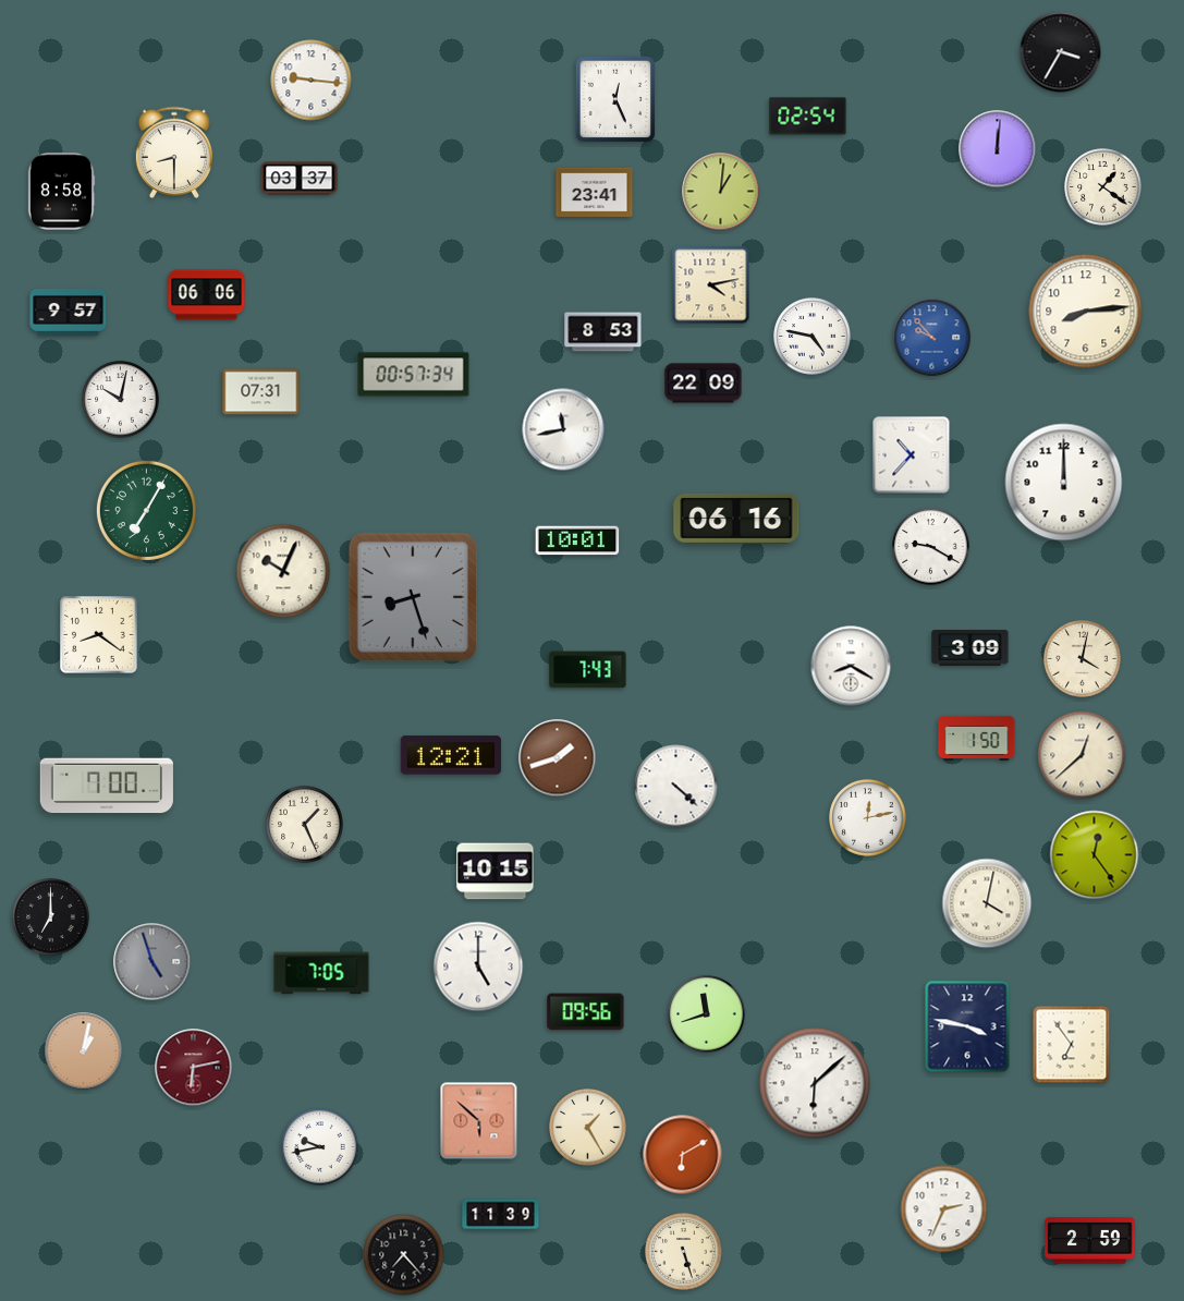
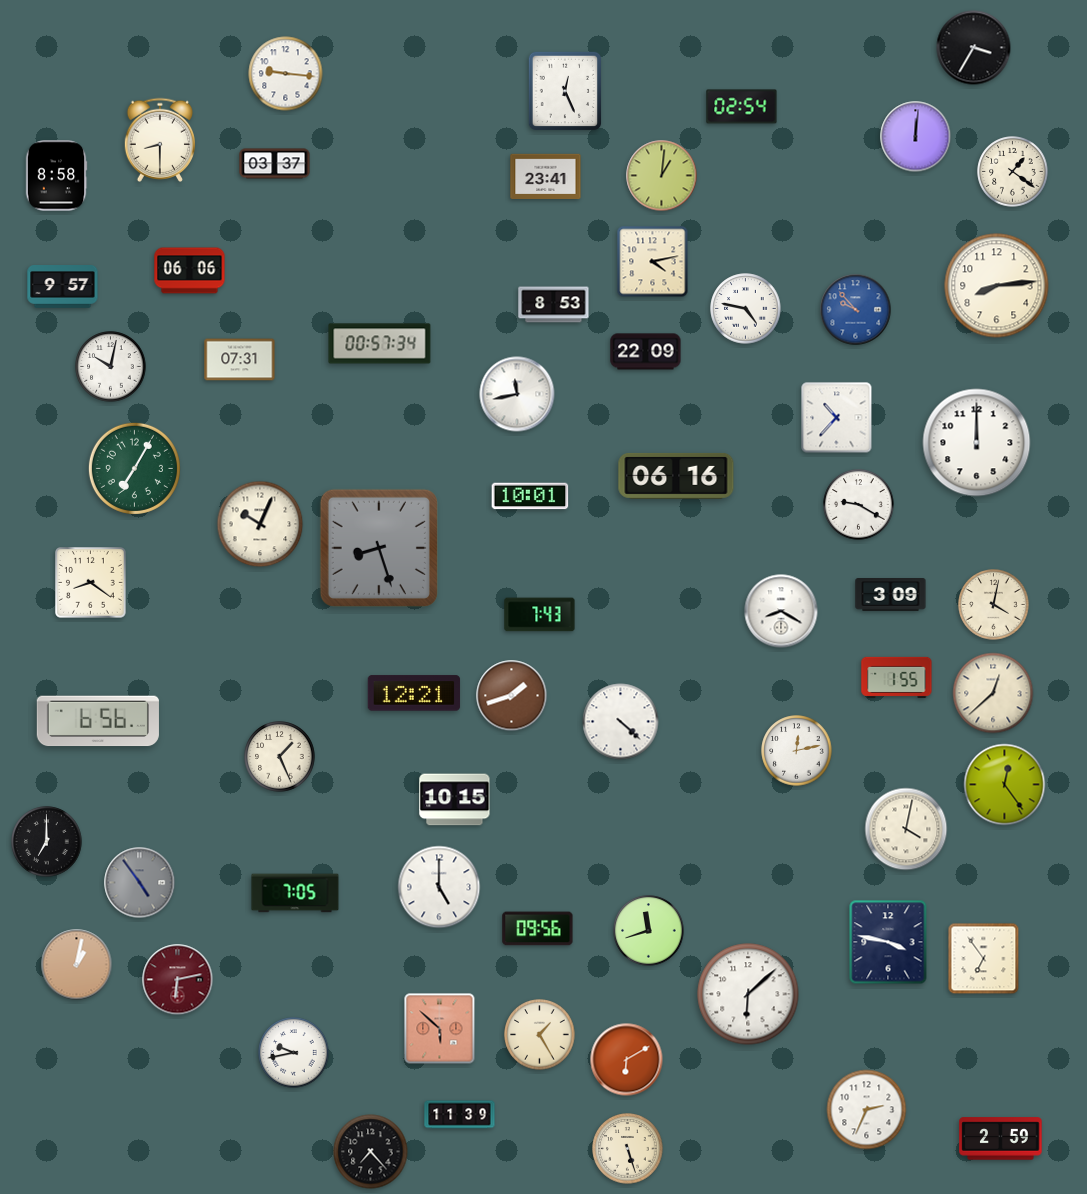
clock at (931, 547) position: (931, 547) -> (859, 505)
clock at (977, 738): 1:50 -> 1:55
clock at (107, 786): 7:00 -> 6:56
clock at (152, 962): 4:57 -> 4:54
